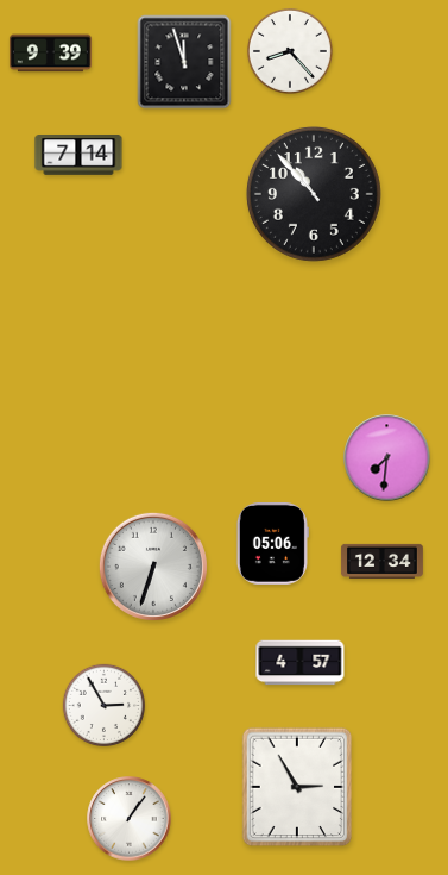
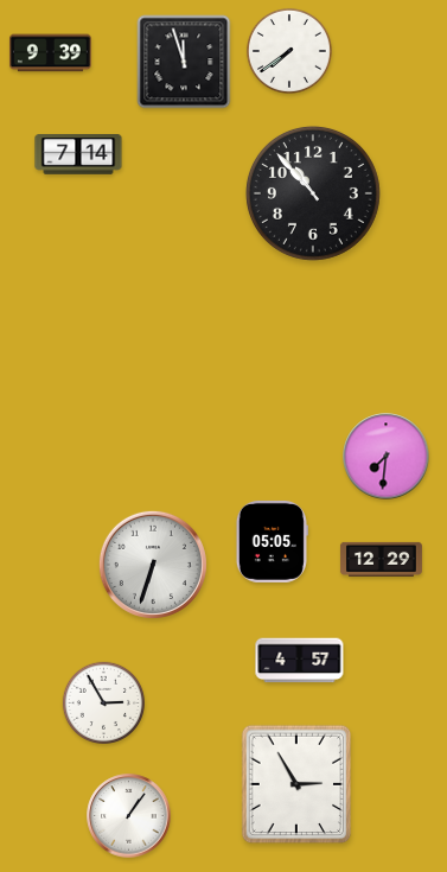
clock at (290, 51): 8:23 -> 7:39
clock at (272, 543): 05:06 -> 05:05
clock at (381, 561): 12:34 -> 12:29
